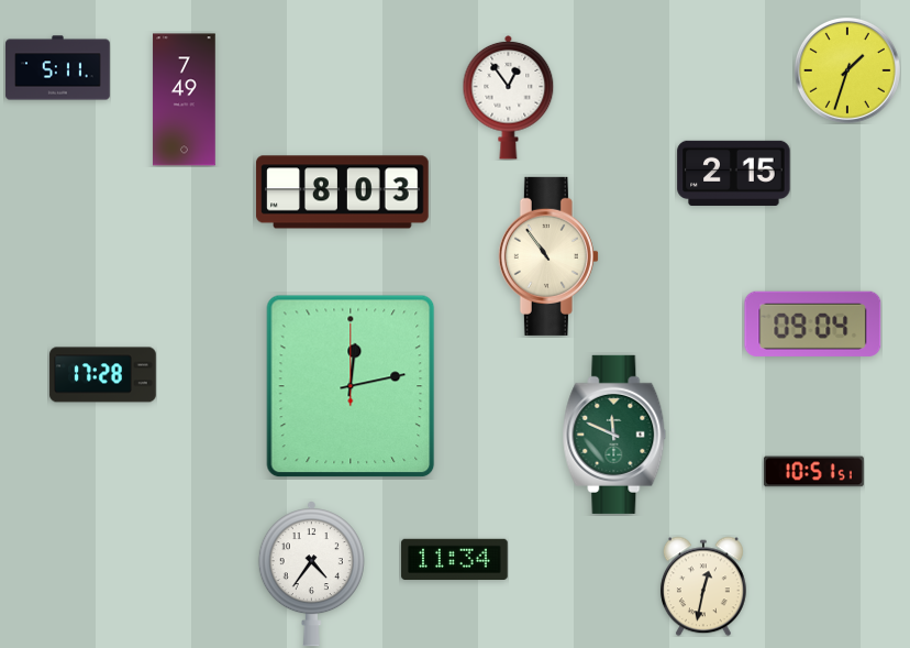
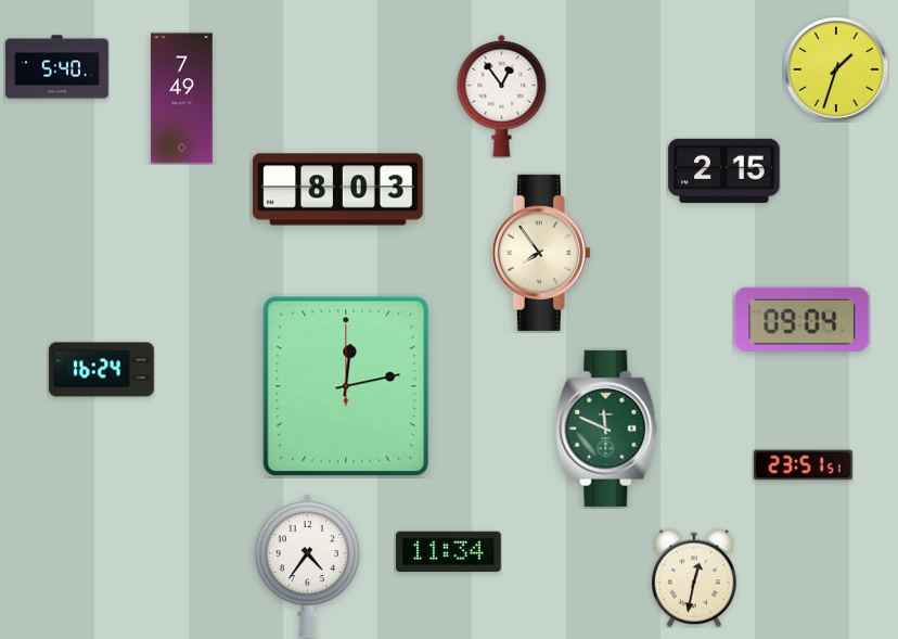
clock at (58, 68): 5:11 -> 5:40
clock at (548, 256): 10:54 -> 7:54
clock at (103, 375): 17:28 -> 16:24
clock at (351, 386) position: (351, 386) -> (346, 386)
clock at (813, 472): 10:51 -> 23:51
